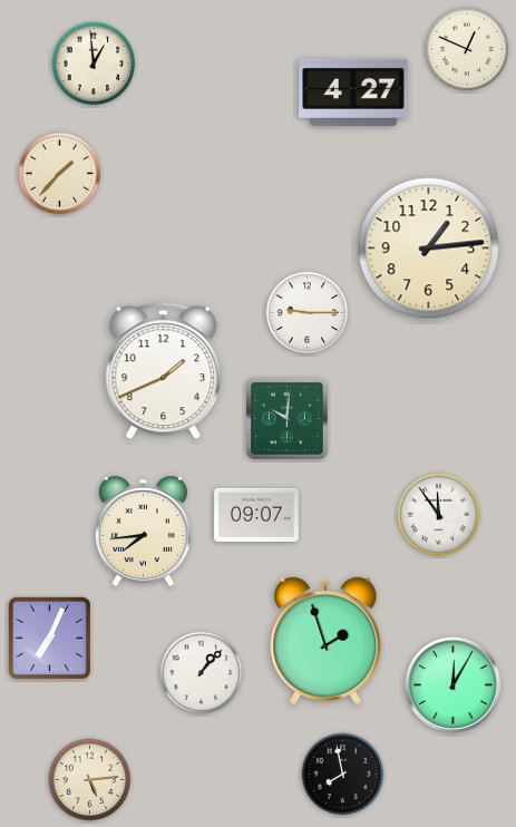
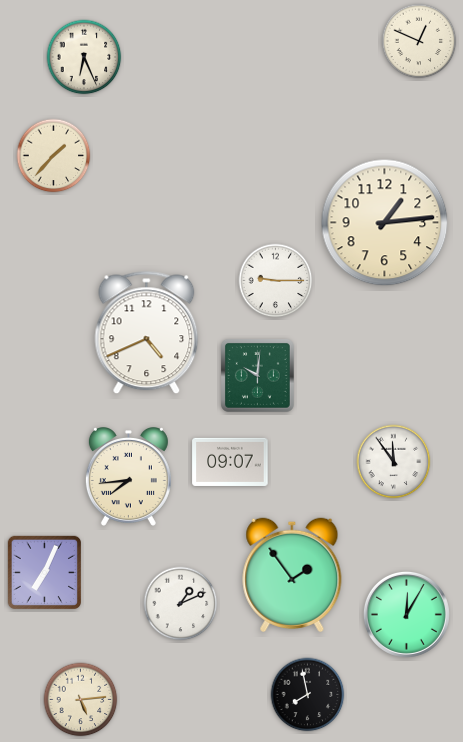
clock at (467, 49) position: (467, 49) -> (419, 41)
clock at (94, 64): 12:59 -> 6:26
clock at (353, 93): 4:27 -> none
clock at (164, 371): 1:41 -> 4:41
clock at (325, 641): 1:57 -> 1:54
clock at (202, 673): 1:07 -> 1:11
